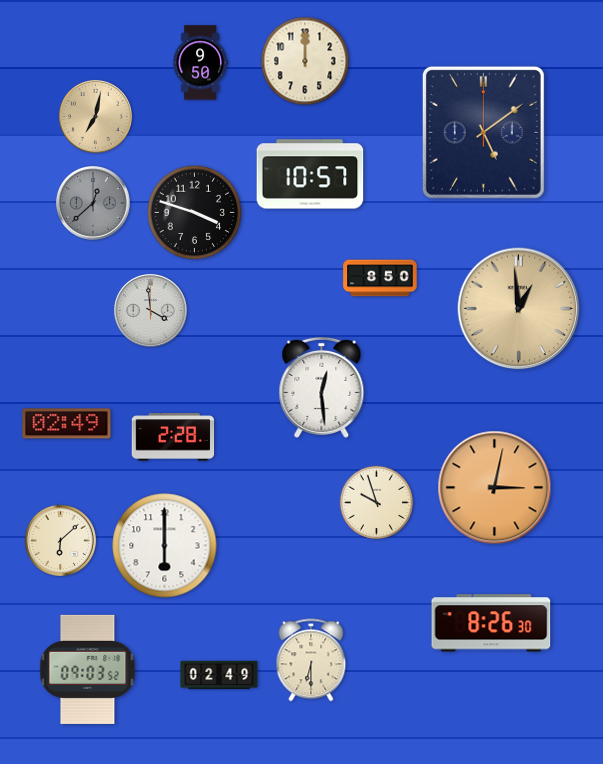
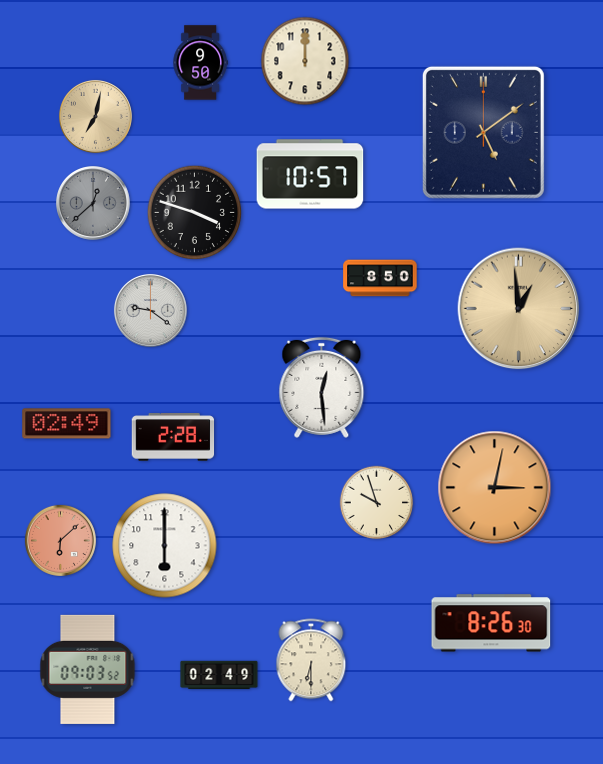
clock at (150, 310): 3:59 -> 9:21
clock at (60, 540) dial: cream -> salmon
